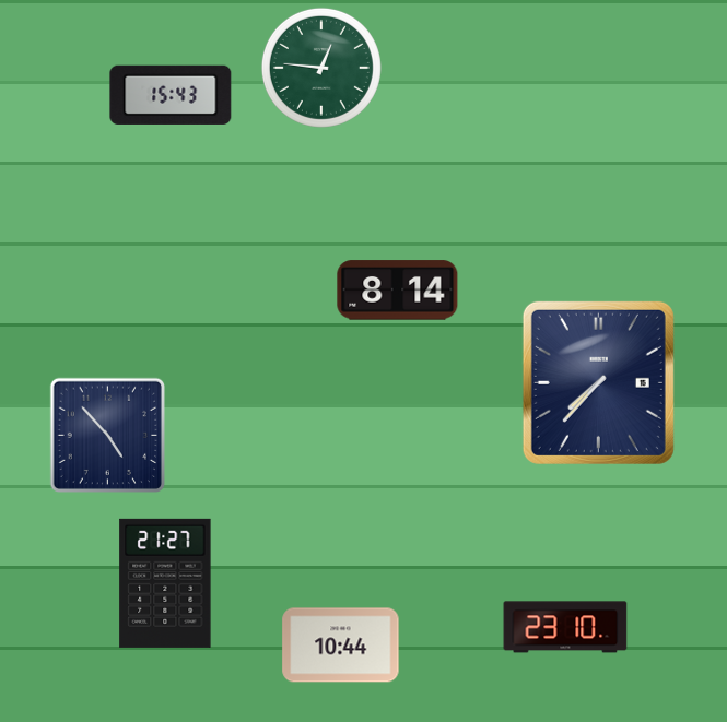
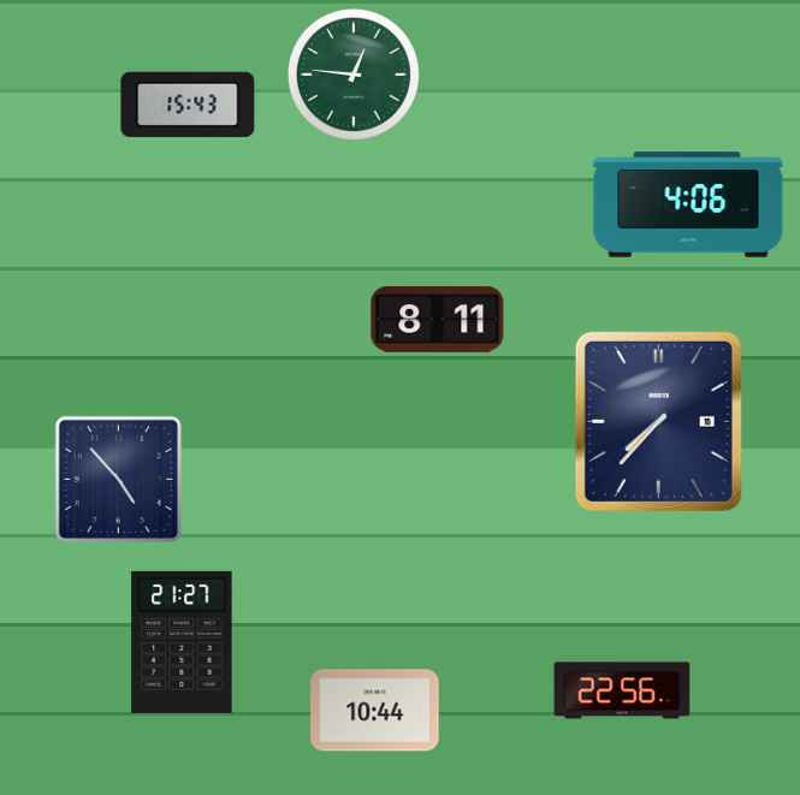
clock at (688, 204): none -> 4:06
clock at (398, 291): 8:14 -> 8:11
clock at (565, 627): 23:10 -> 22:56
